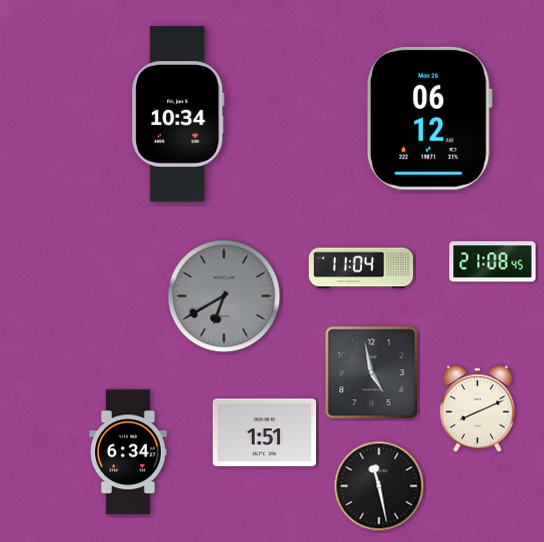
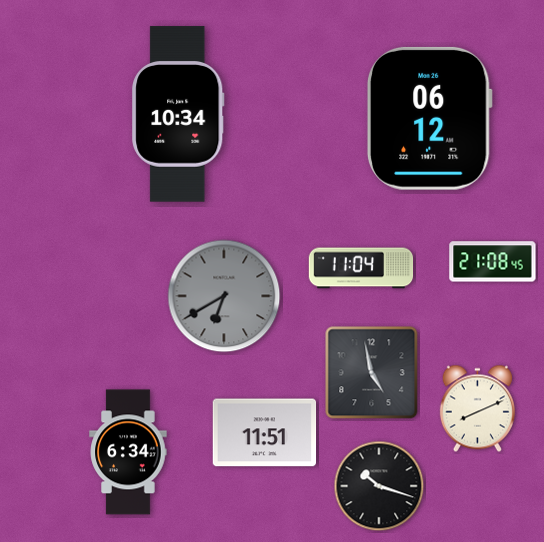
clock at (265, 433): 1:51 -> 11:51
clock at (379, 486): 11:28 -> 10:18
